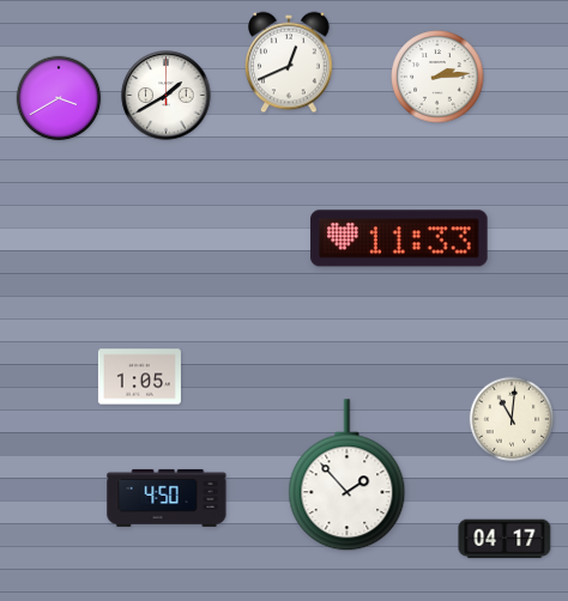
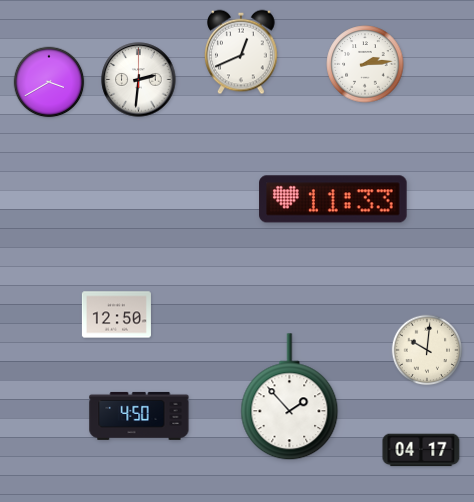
clock at (167, 96): 1:40 -> 2:31
clock at (139, 377): 1:05 -> 12:50
clock at (512, 419): 11:01 -> 10:01
